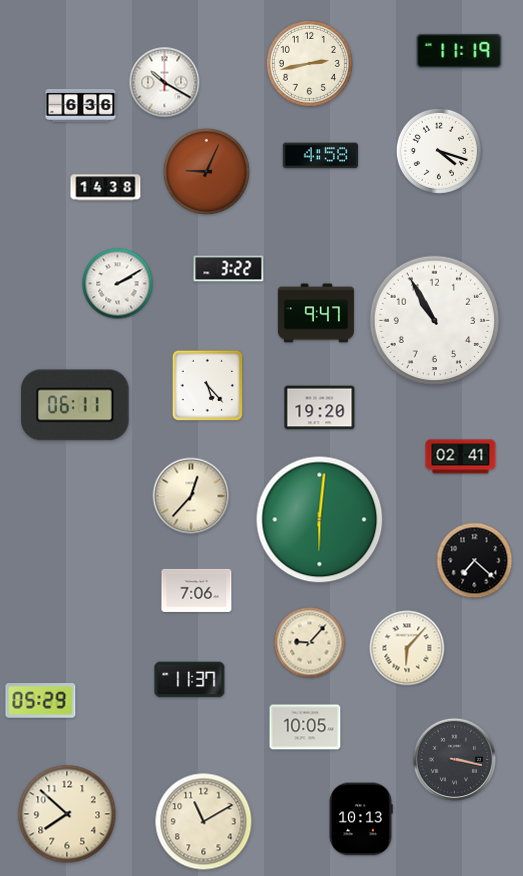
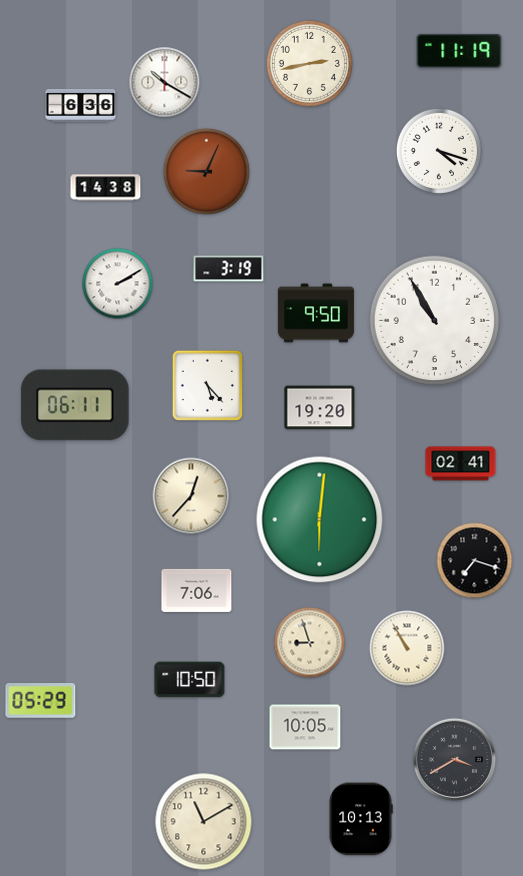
clock at (320, 156): 4:58 -> none
clock at (229, 269): 3:22 -> 3:19
clock at (316, 313): 9:47 -> 9:50
clock at (461, 457) position: (461, 457) -> (461, 464)
clock at (475, 561): 7:22 -> 7:18
clock at (310, 643): 9:07 -> 8:57
clock at (407, 648): 6:07 -> 10:55
clock at (190, 680): 11:37 -> 10:50
clock at (454, 759): 3:17 -> 3:40
clock at (67, 814): 7:52 -> none
